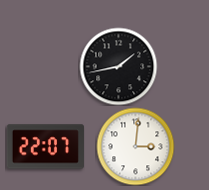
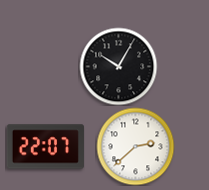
clock at (118, 66): 1:43 -> 10:05
clock at (135, 146): 3:01 -> 2:38
